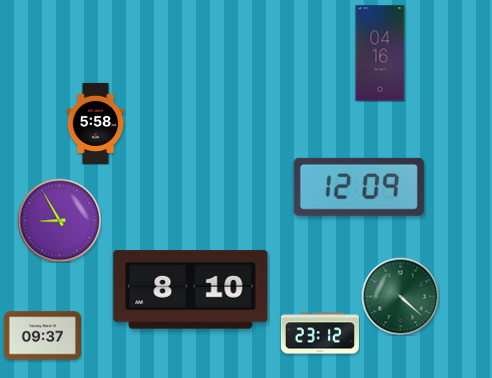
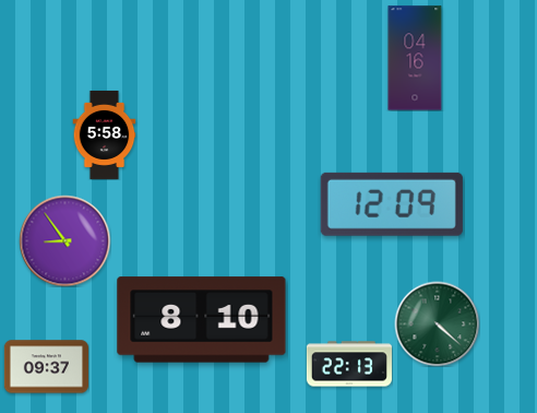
clock at (59, 220): 8:55 -> 8:54
clock at (191, 290) position: (191, 290) -> (202, 320)
clock at (320, 333): 23:12 -> 22:13
